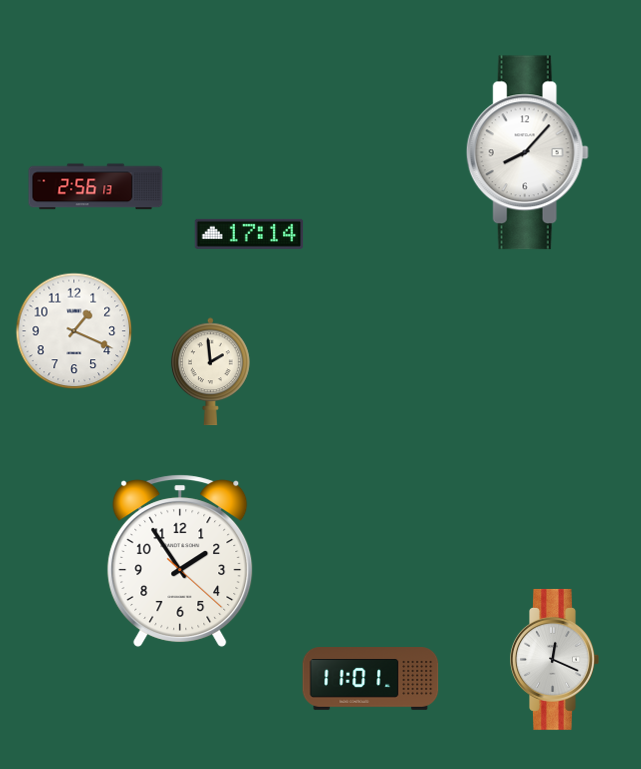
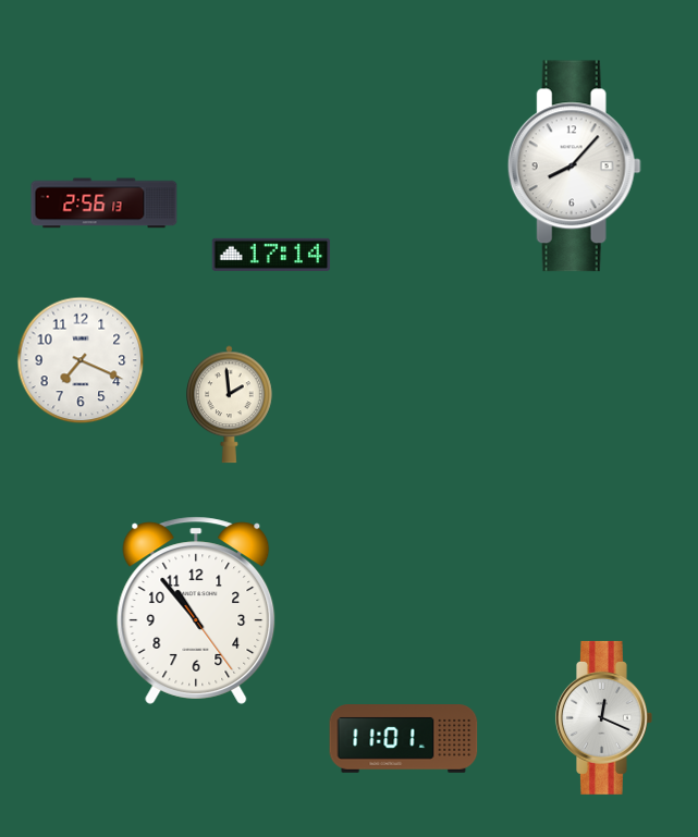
clock at (74, 331): 1:19 -> 7:19
clock at (180, 561): 1:54 -> 10:53
